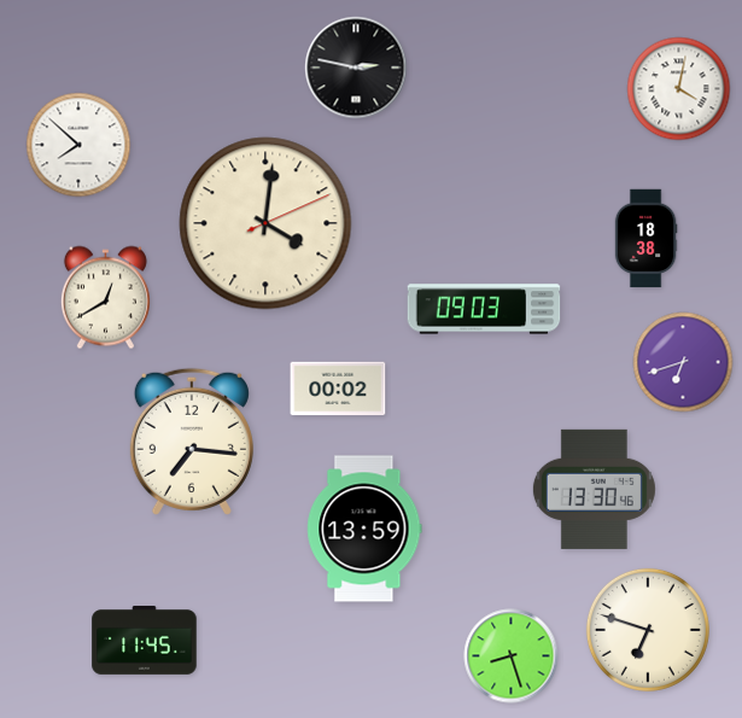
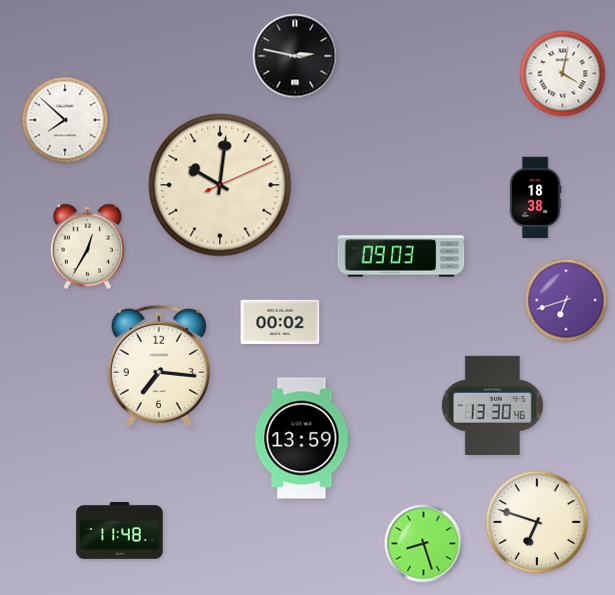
clock at (265, 223): 4:01 -> 10:01
clock at (105, 298): 12:40 -> 12:35
clock at (145, 641): 11:45 -> 11:48
